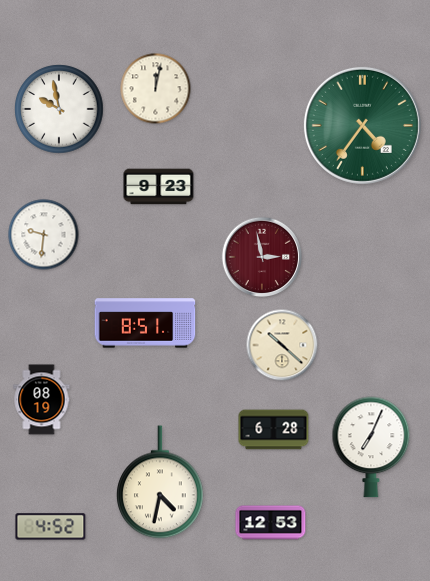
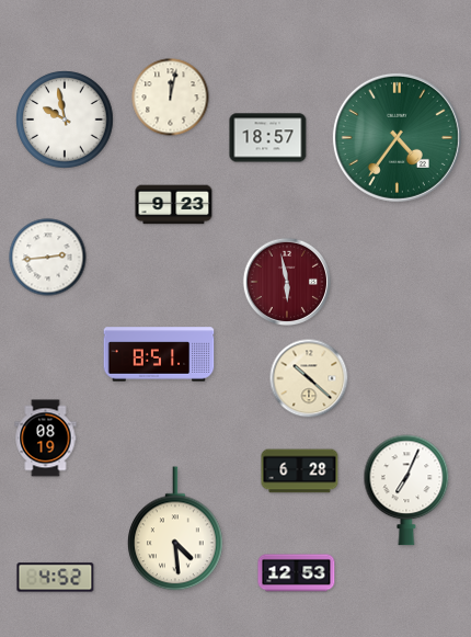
clock at (268, 138): none -> 18:57
clock at (44, 235): 9:31 -> 2:44
clock at (262, 257): 2:58 -> 5:58
clock at (161, 482): 4:32 -> 4:29
